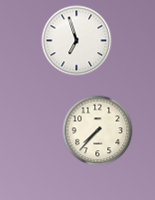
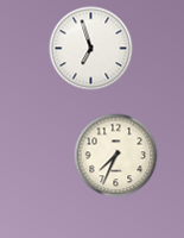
clock at (98, 131): 7:37 -> 7:34
